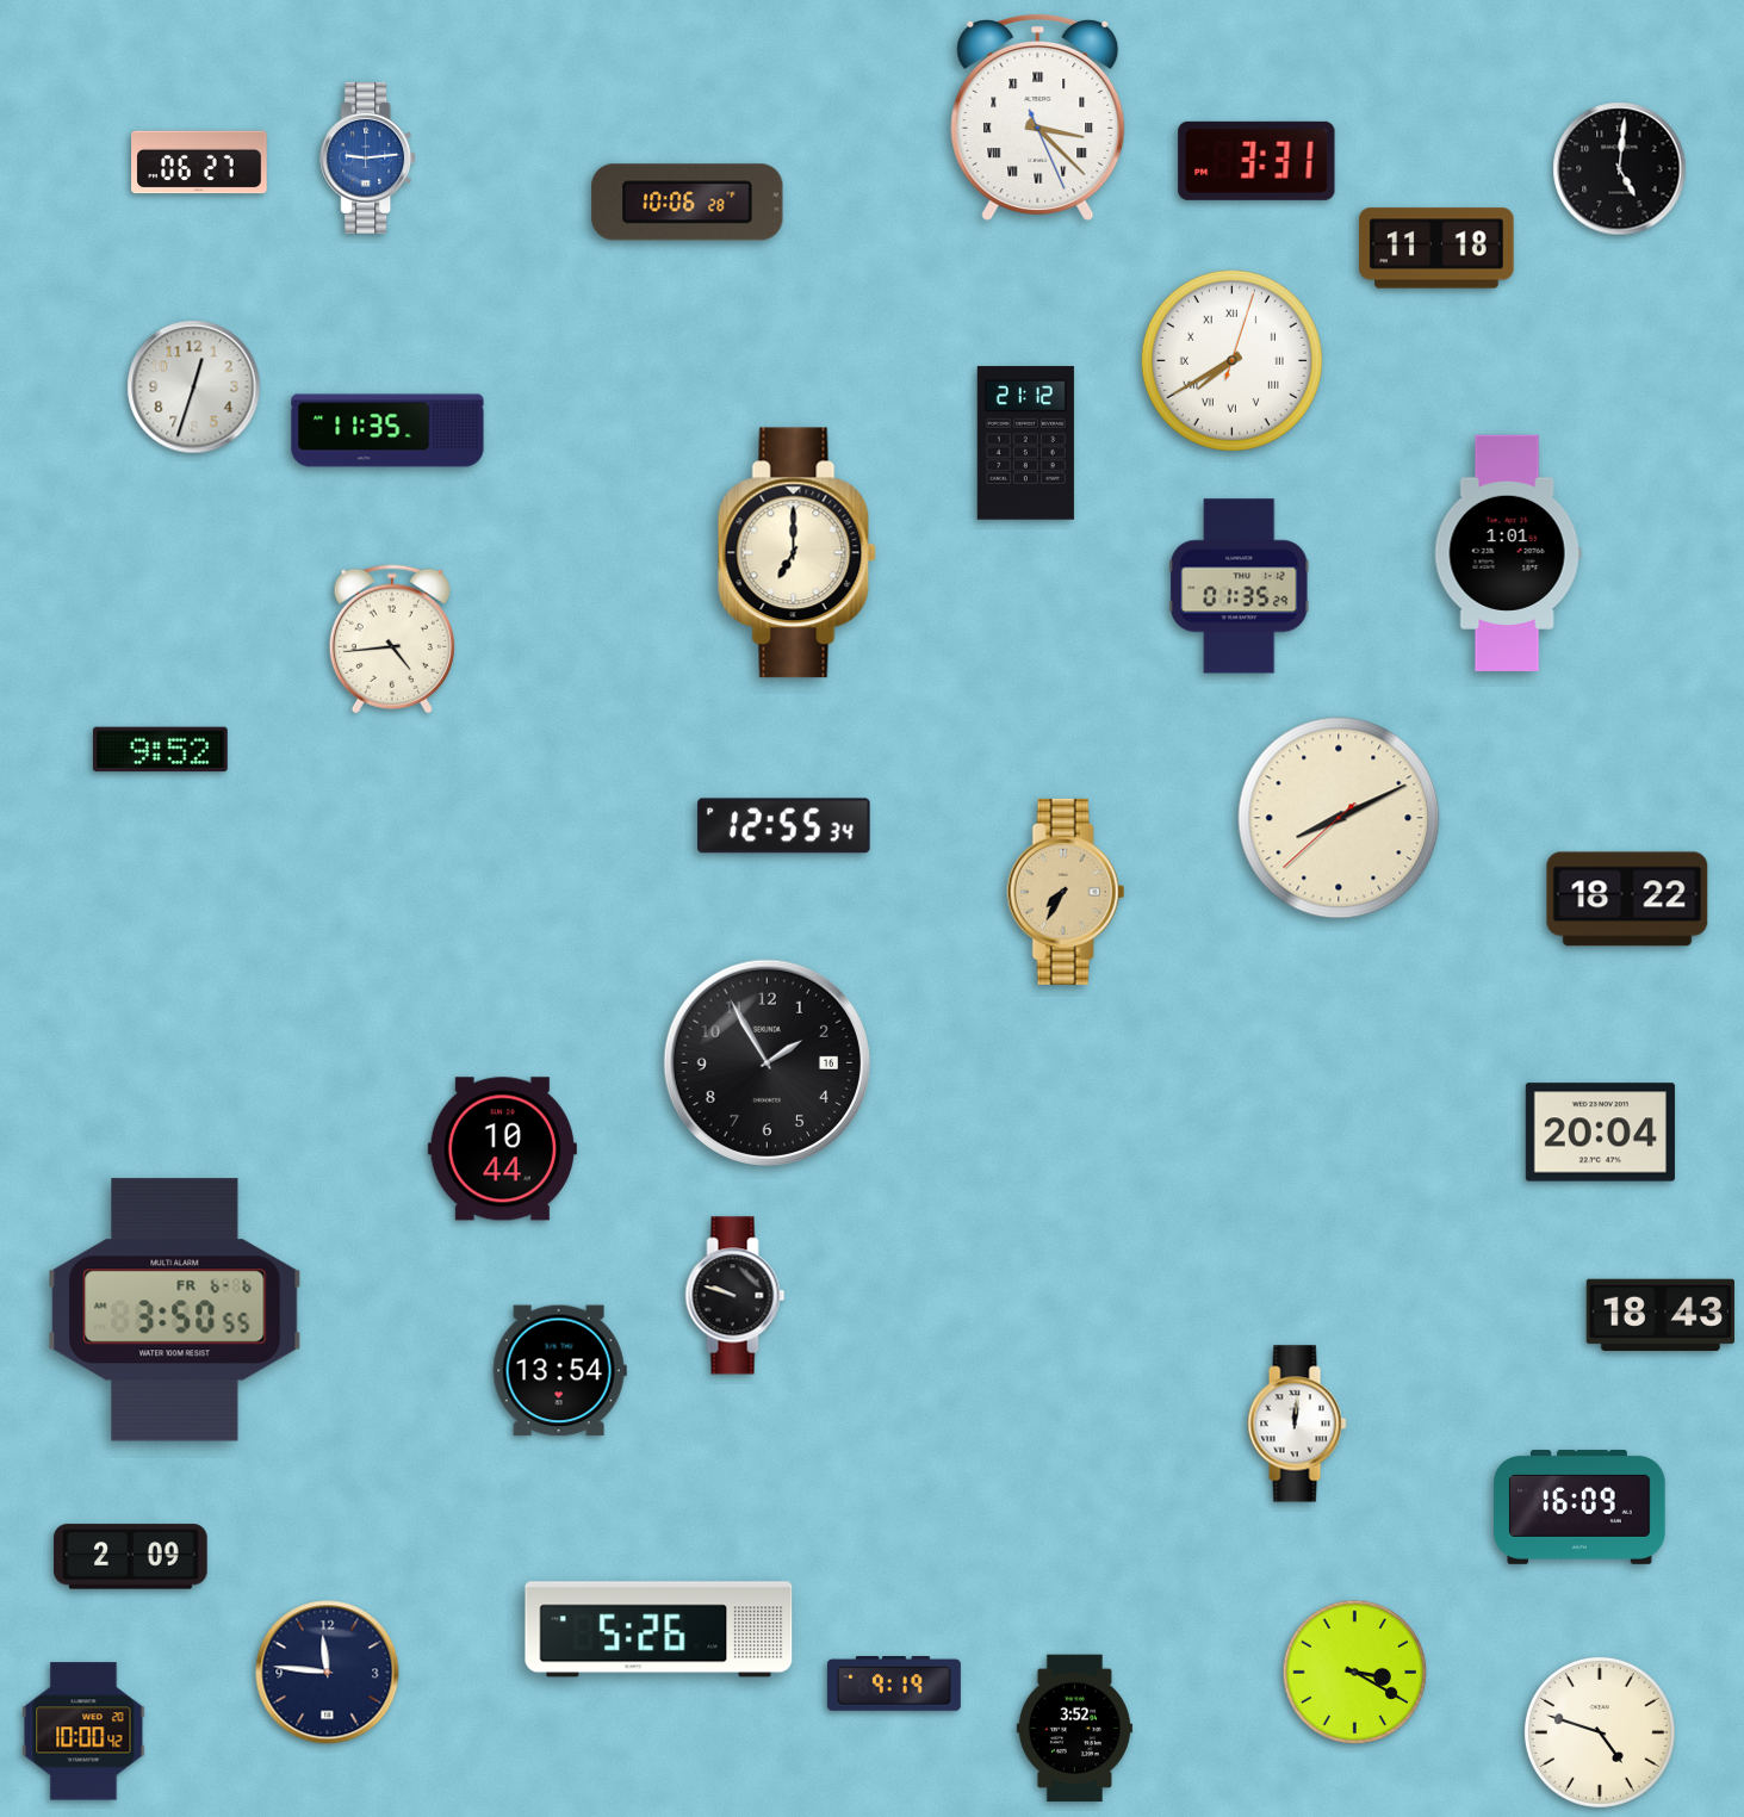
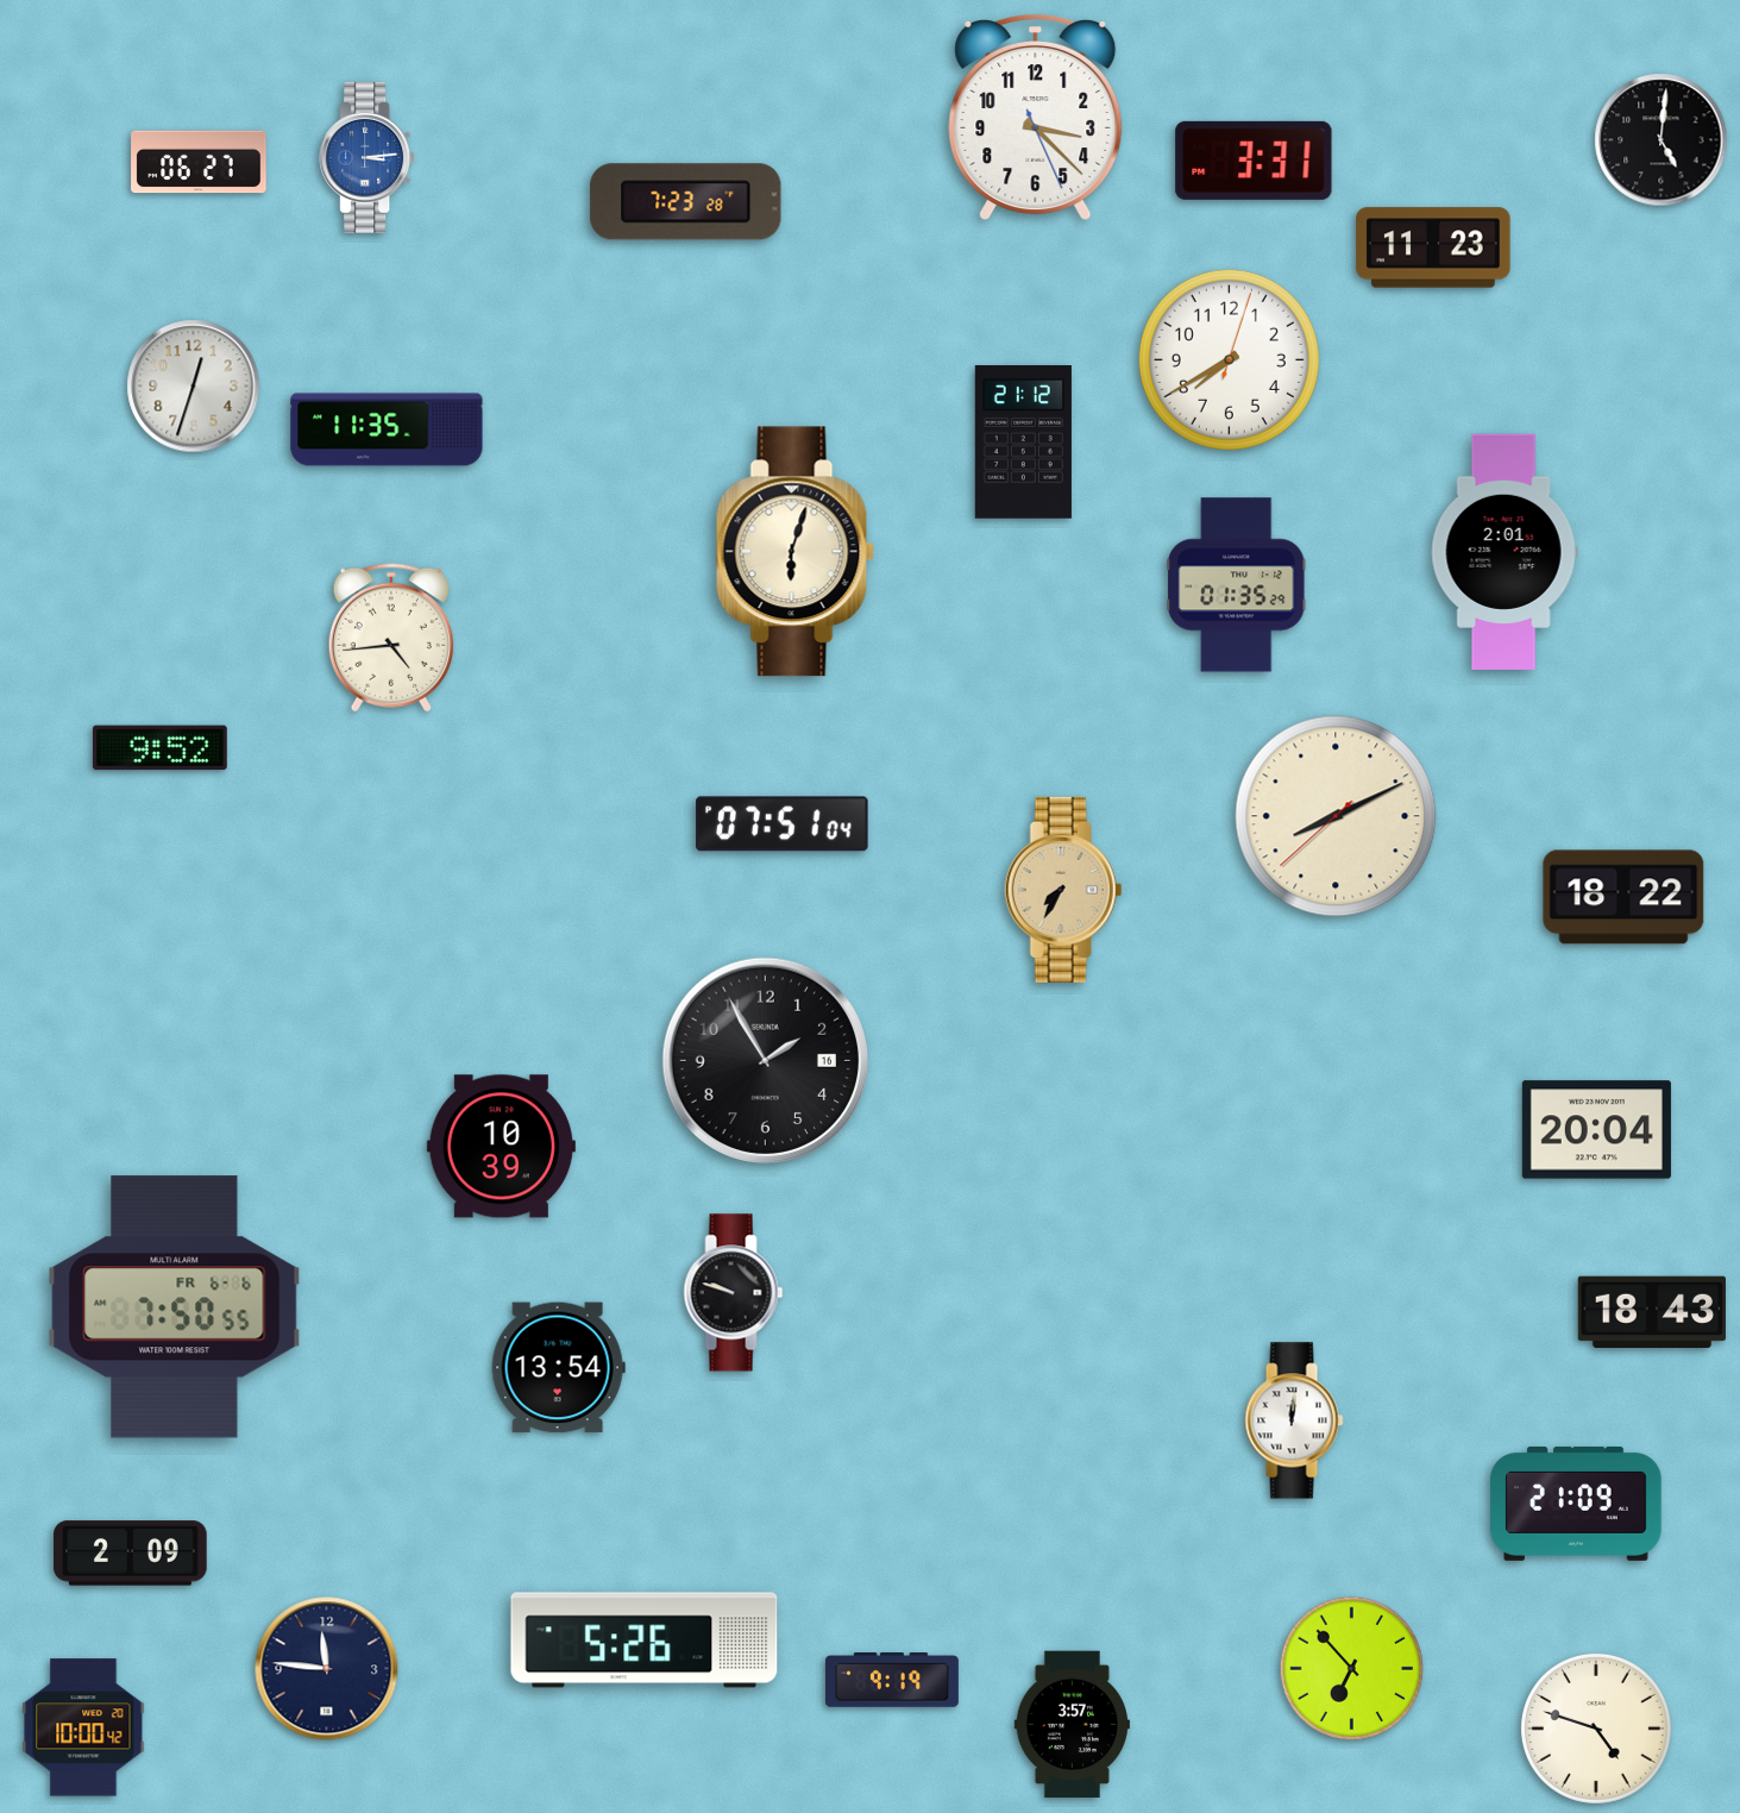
clock at (1038, 118) numerals: Roman -> Arabic
clock at (368, 157): 9:14 -> 3:14
clock at (1620, 169) position: (1620, 169) -> (1662, 140)
clock at (688, 203): 10:06 -> 7:23
clock at (1436, 248): 11:18 -> 11:23
clock at (1231, 360) numerals: Roman -> Arabic
clock at (796, 553): 7:00 -> 6:03
clock at (1508, 553): 1:01 -> 2:01
clock at (784, 826): 12:55 -> 07:51
clock at (502, 1149): 10:44 -> 10:39
clock at (175, 1310): 3:50 -> 7:50
clock at (1659, 1315) position: (1659, 1315) -> (1651, 1312)
clock at (1579, 1507): 16:09 -> 21:09
clock at (659, 1630) position: (659, 1630) -> (645, 1641)
clock at (1355, 1673): 3:20 -> 6:53
clock at (1074, 1729): 3:52 -> 3:57
